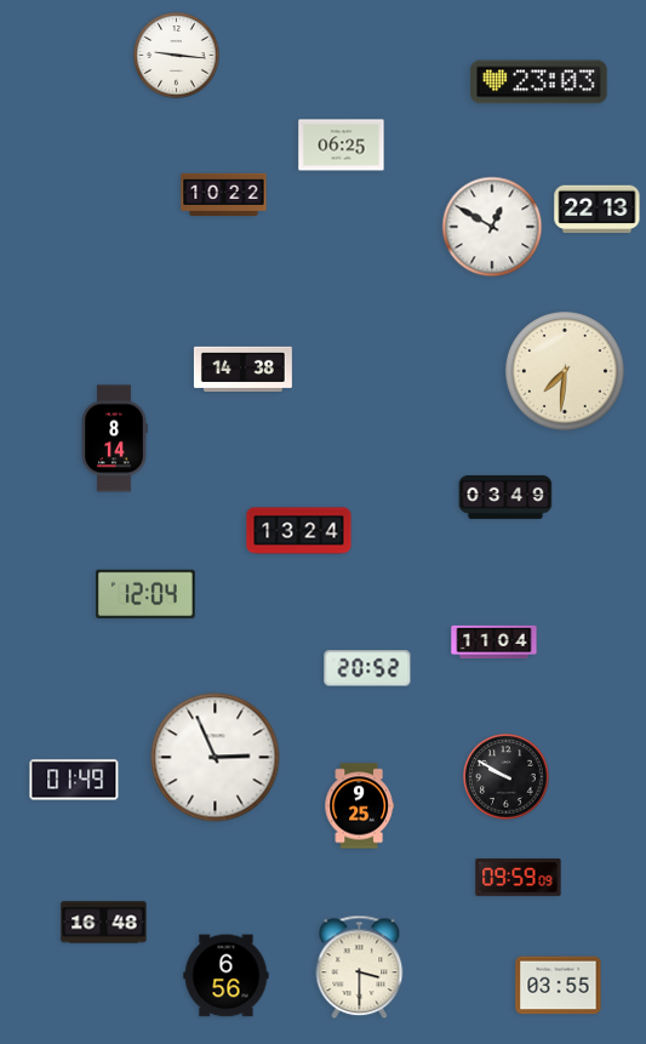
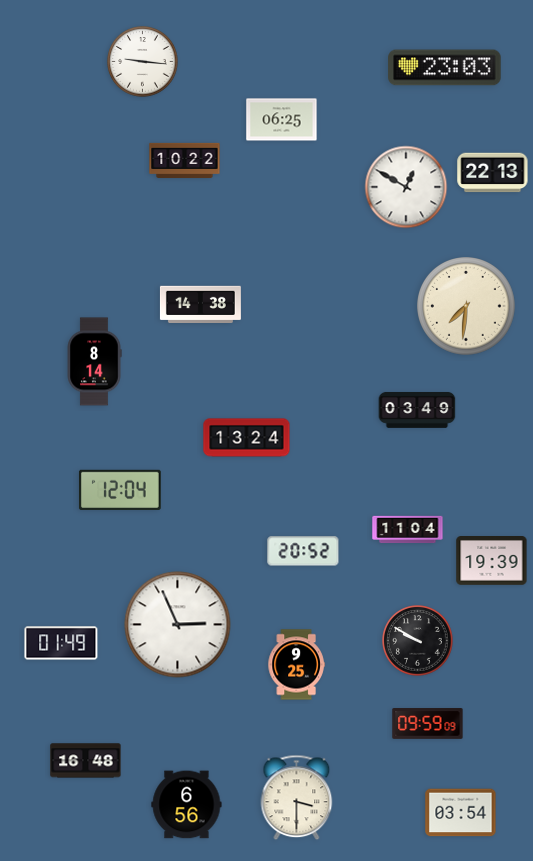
clock at (177, 56) position: (177, 56) -> (143, 62)
clock at (492, 561): none -> 19:39
clock at (559, 986): 03:55 -> 03:54
